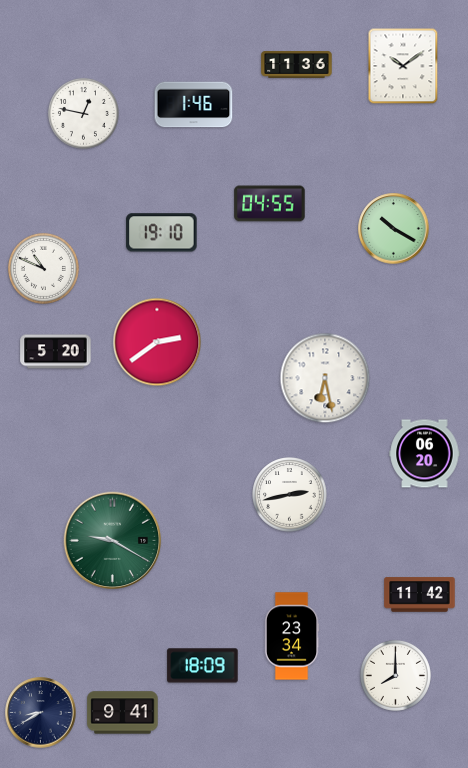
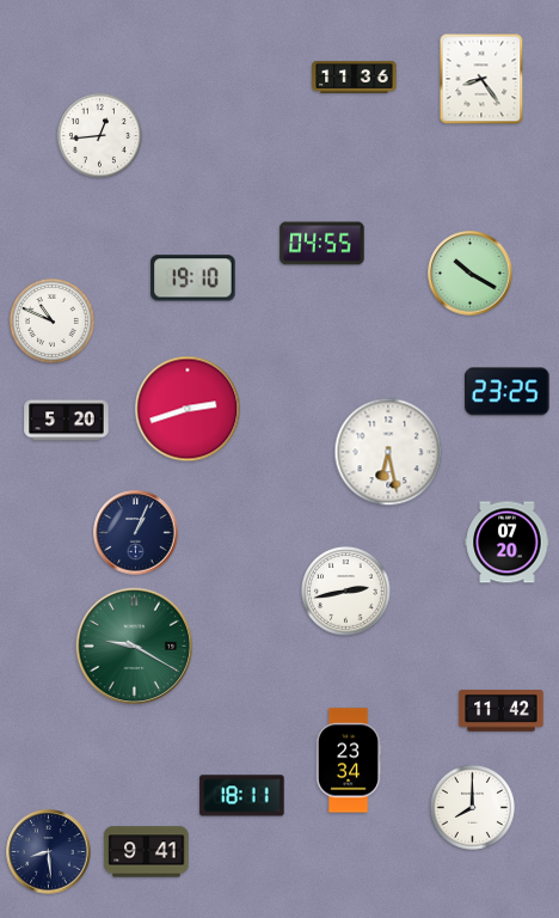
clock at (403, 66): 10:09 -> 8:24
clock at (194, 105): 1:46 -> none
clock at (83, 113): 12:47 -> 12:44
clock at (508, 392): none -> 23:25
clock at (157, 342): 2:39 -> 2:42
clock at (136, 533): none -> 1:04
clock at (425, 454): 06:20 -> 07:20
clock at (203, 666): 18:09 -> 18:11
clock at (41, 713): 8:40 -> 8:29
